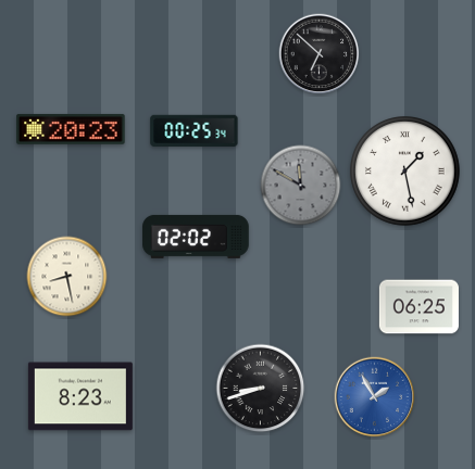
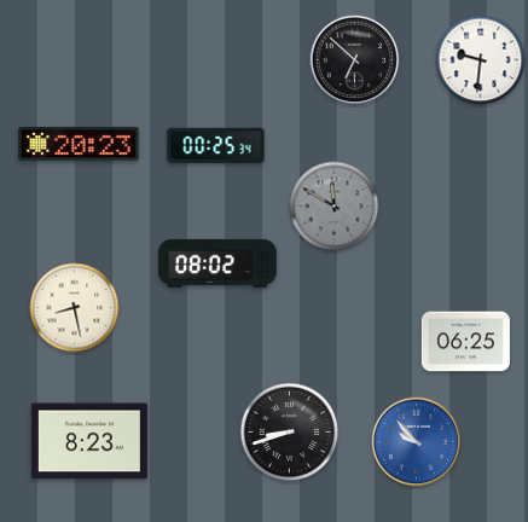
clock at (481, 60): none -> 9:31
clock at (405, 172): 1:28 -> none
clock at (196, 237): 02:02 -> 08:02
clock at (375, 397): 1:55 -> 9:53
